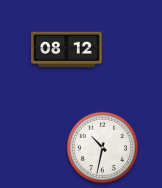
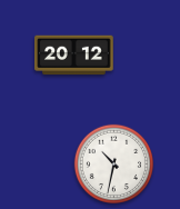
clock at (67, 50): 08:12 -> 20:12
